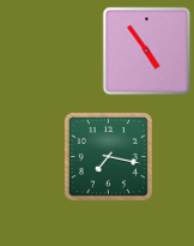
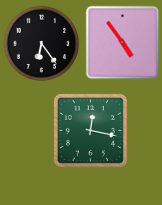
clock at (42, 44): none -> 6:24
clock at (108, 156): 7:17 -> 12:17
